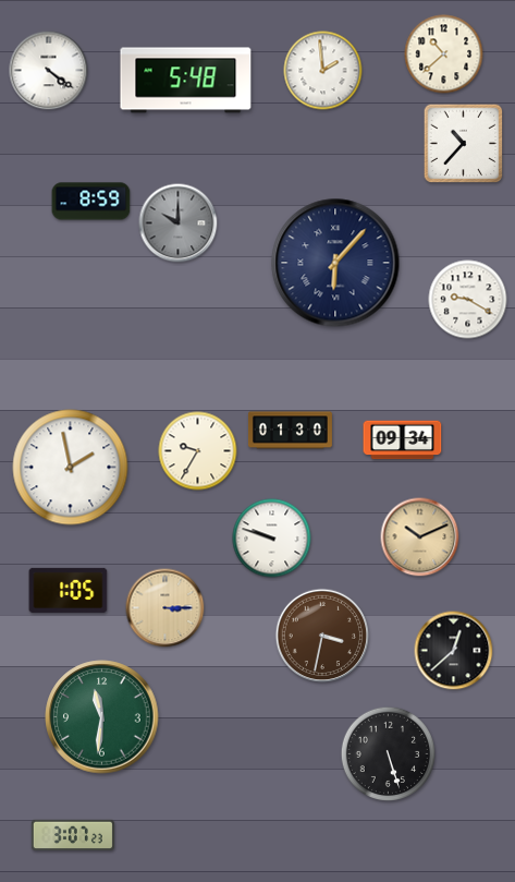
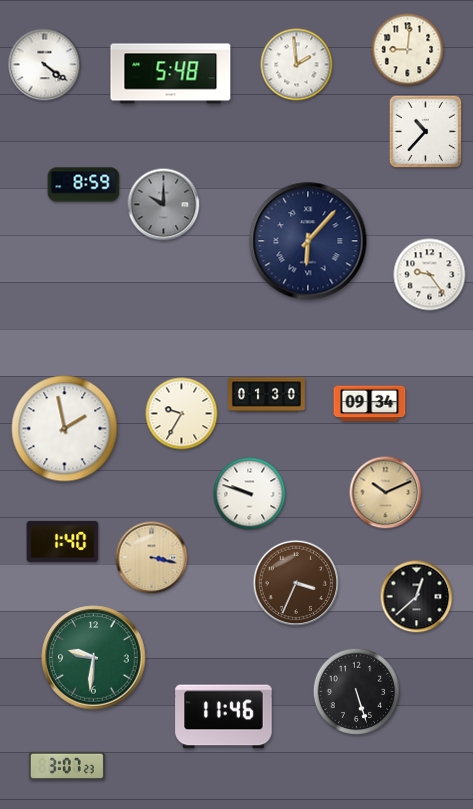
clock at (444, 55): 10:38 -> 9:01
clock at (468, 300): 9:20 -> 9:24
clock at (69, 590): 1:05 -> 1:40
clock at (165, 608): 3:15 -> 3:17
clock at (321, 635): 3:32 -> 3:34
clock at (102, 717): 11:31 -> 9:31
clock at (224, 717): none -> 11:46
